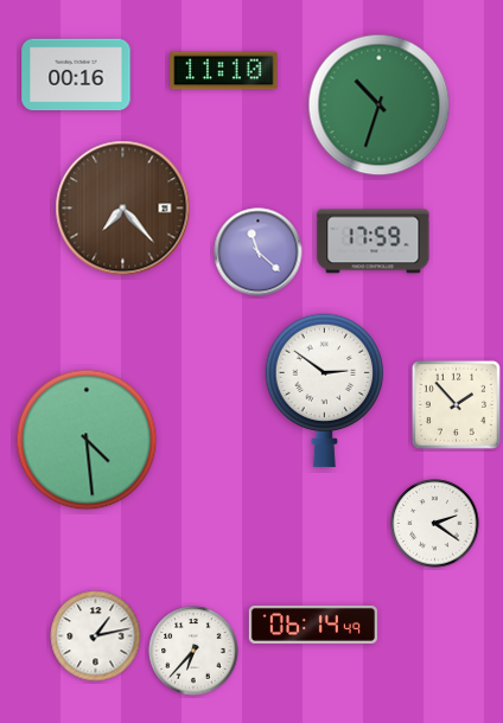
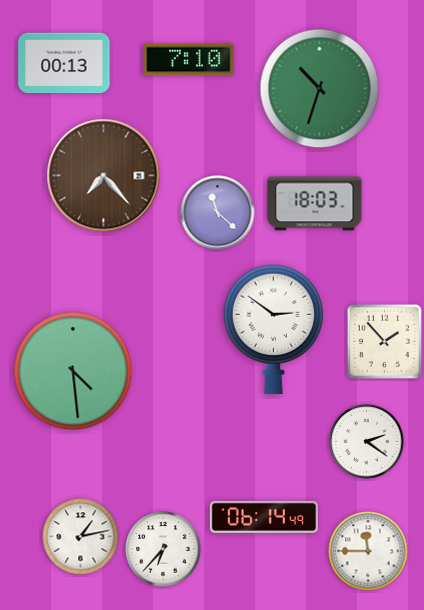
clock at (224, 71): 11:10 -> 7:10
clock at (76, 75): 00:16 -> 00:13
clock at (374, 242): 17:59 -> 18:03
clock at (313, 625) position: (313, 625) -> (264, 517)
clock at (368, 551): none -> 11:45
